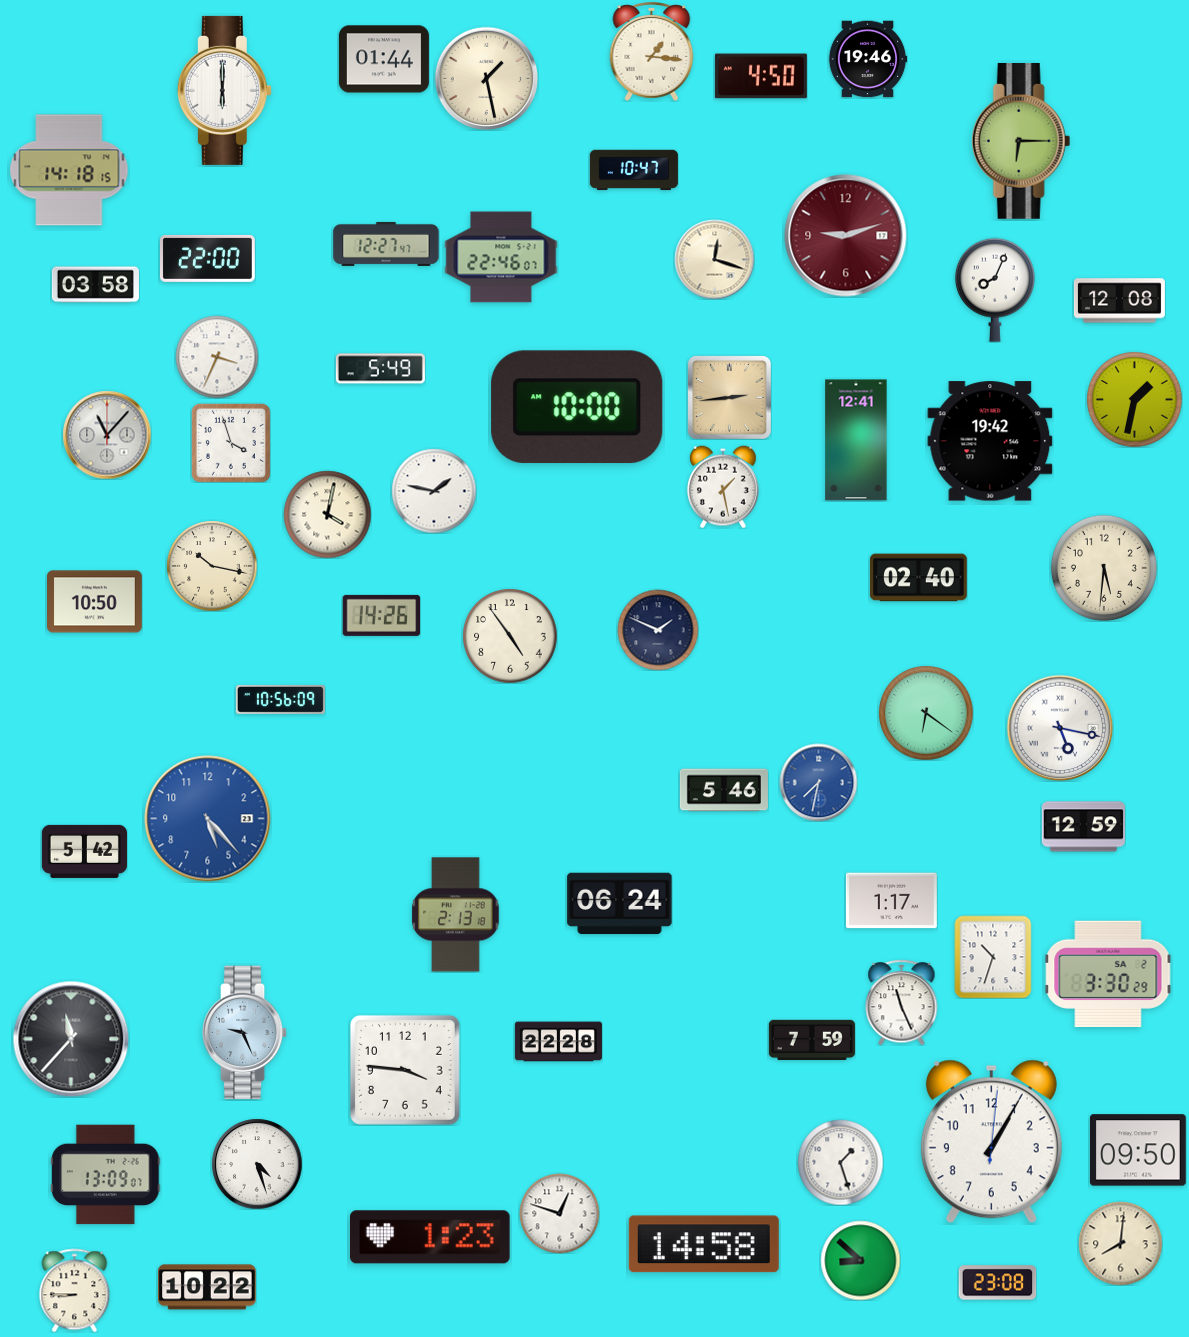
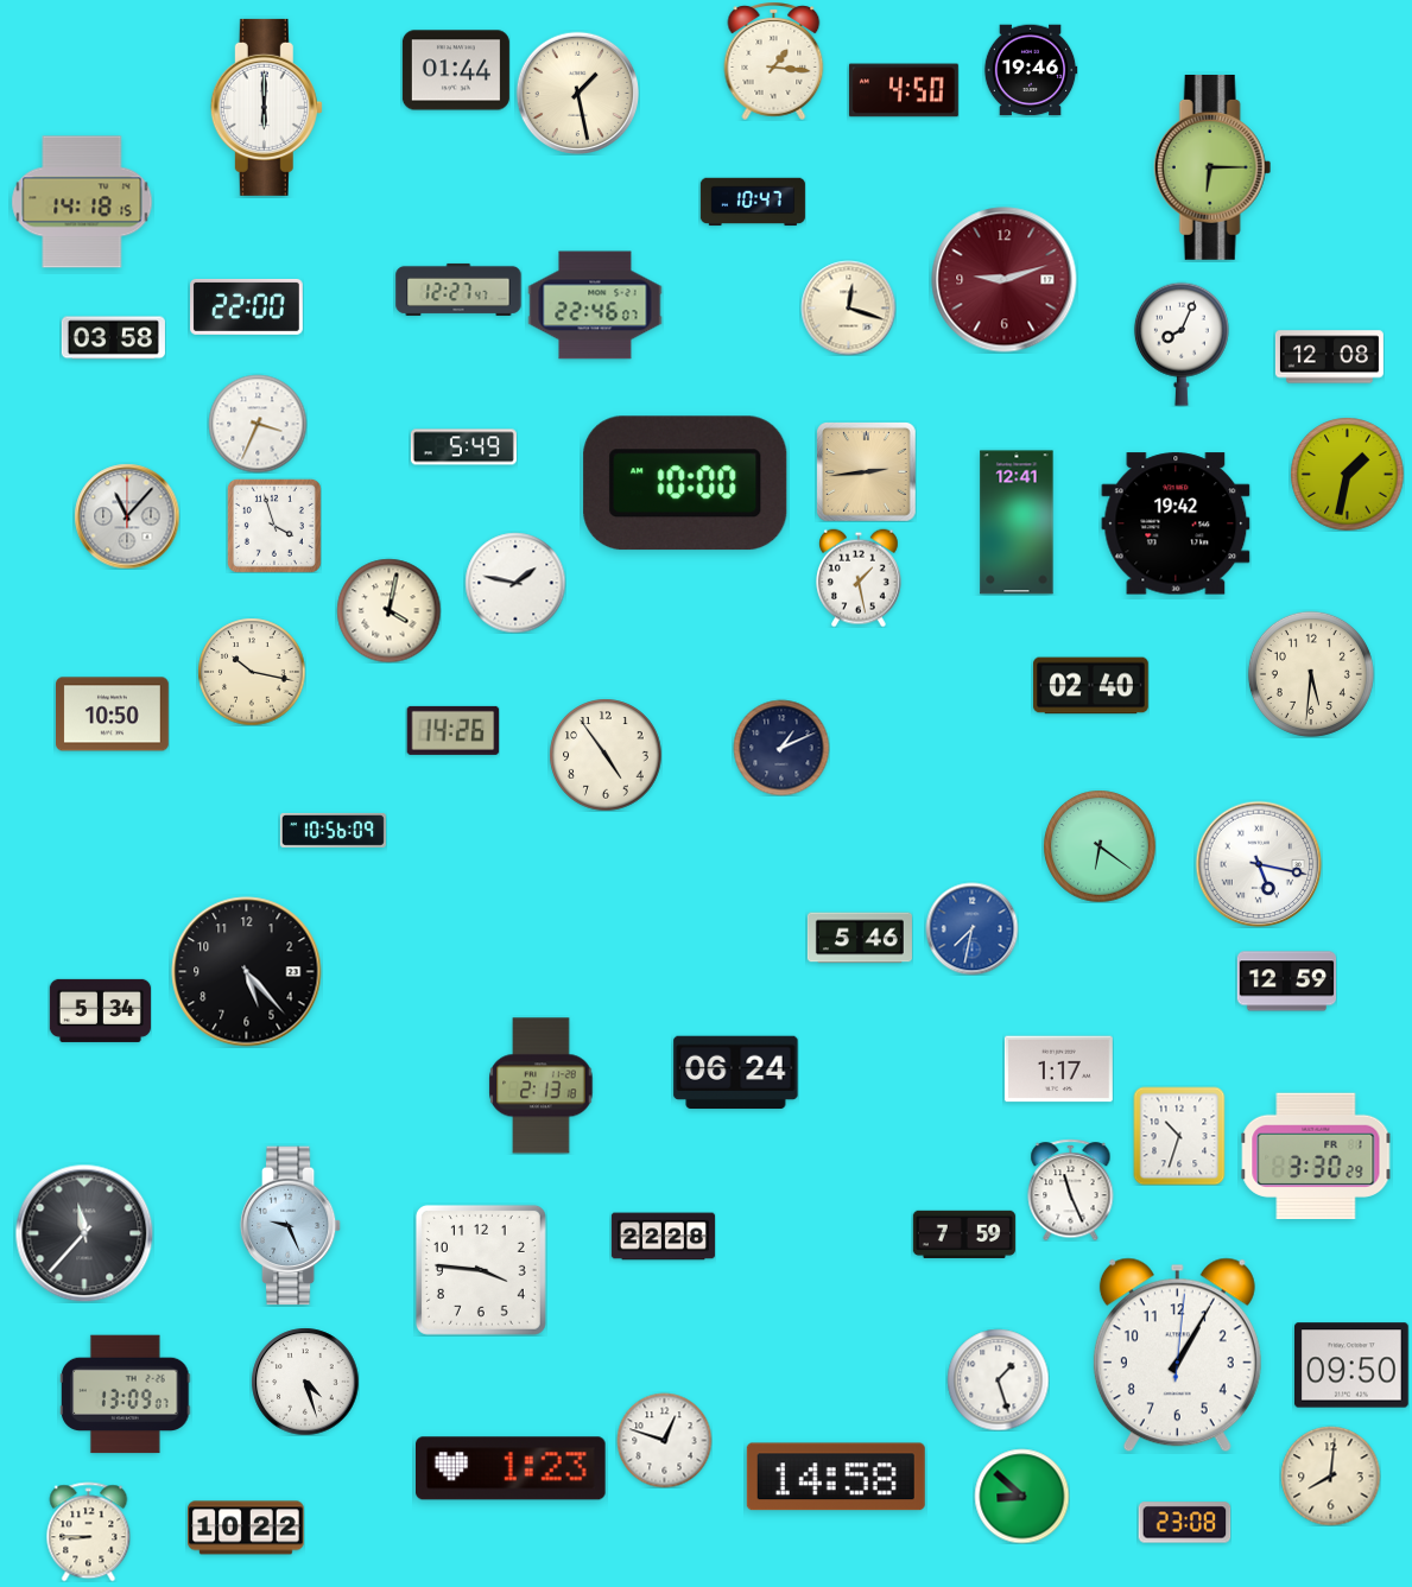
clock at (380, 369) position: (380, 369) -> (463, 447)
clock at (658, 630): 1:49 -> 1:11
clock at (208, 819) dial: blue -> black
clock at (84, 851): 5:42 -> 5:34
clock at (1108, 973) date: SA 2 -> FR 1
